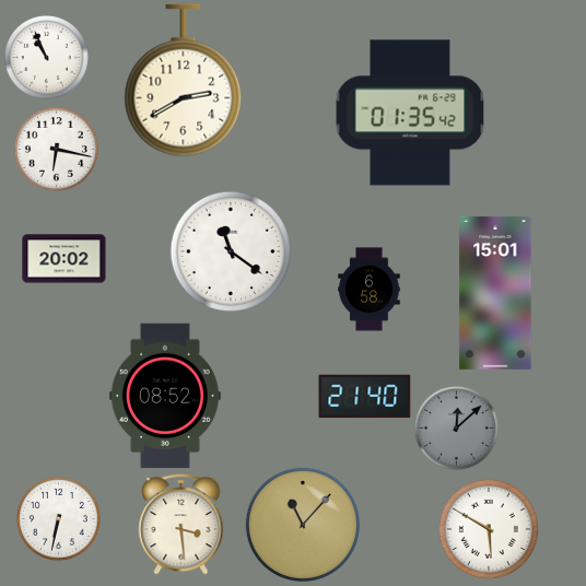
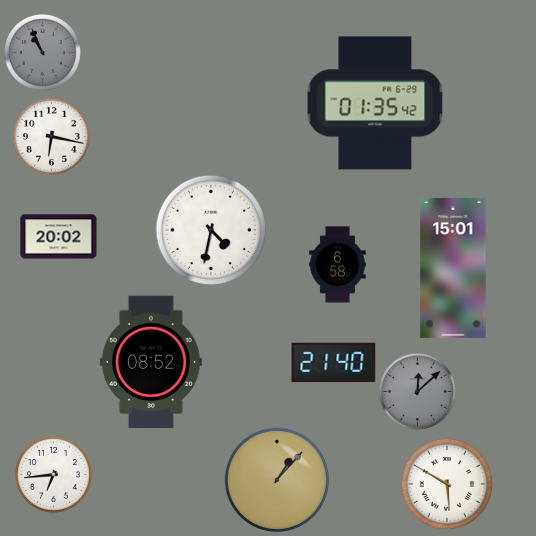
clock at (46, 57) dial: white -> grey
clock at (184, 81): 2:40 -> none
clock at (230, 250): 11:21 -> 4:32
clock at (58, 518): 6:32 -> 6:44
clock at (181, 524): 3:29 -> none
clock at (303, 525): 11:07 -> 1:07
